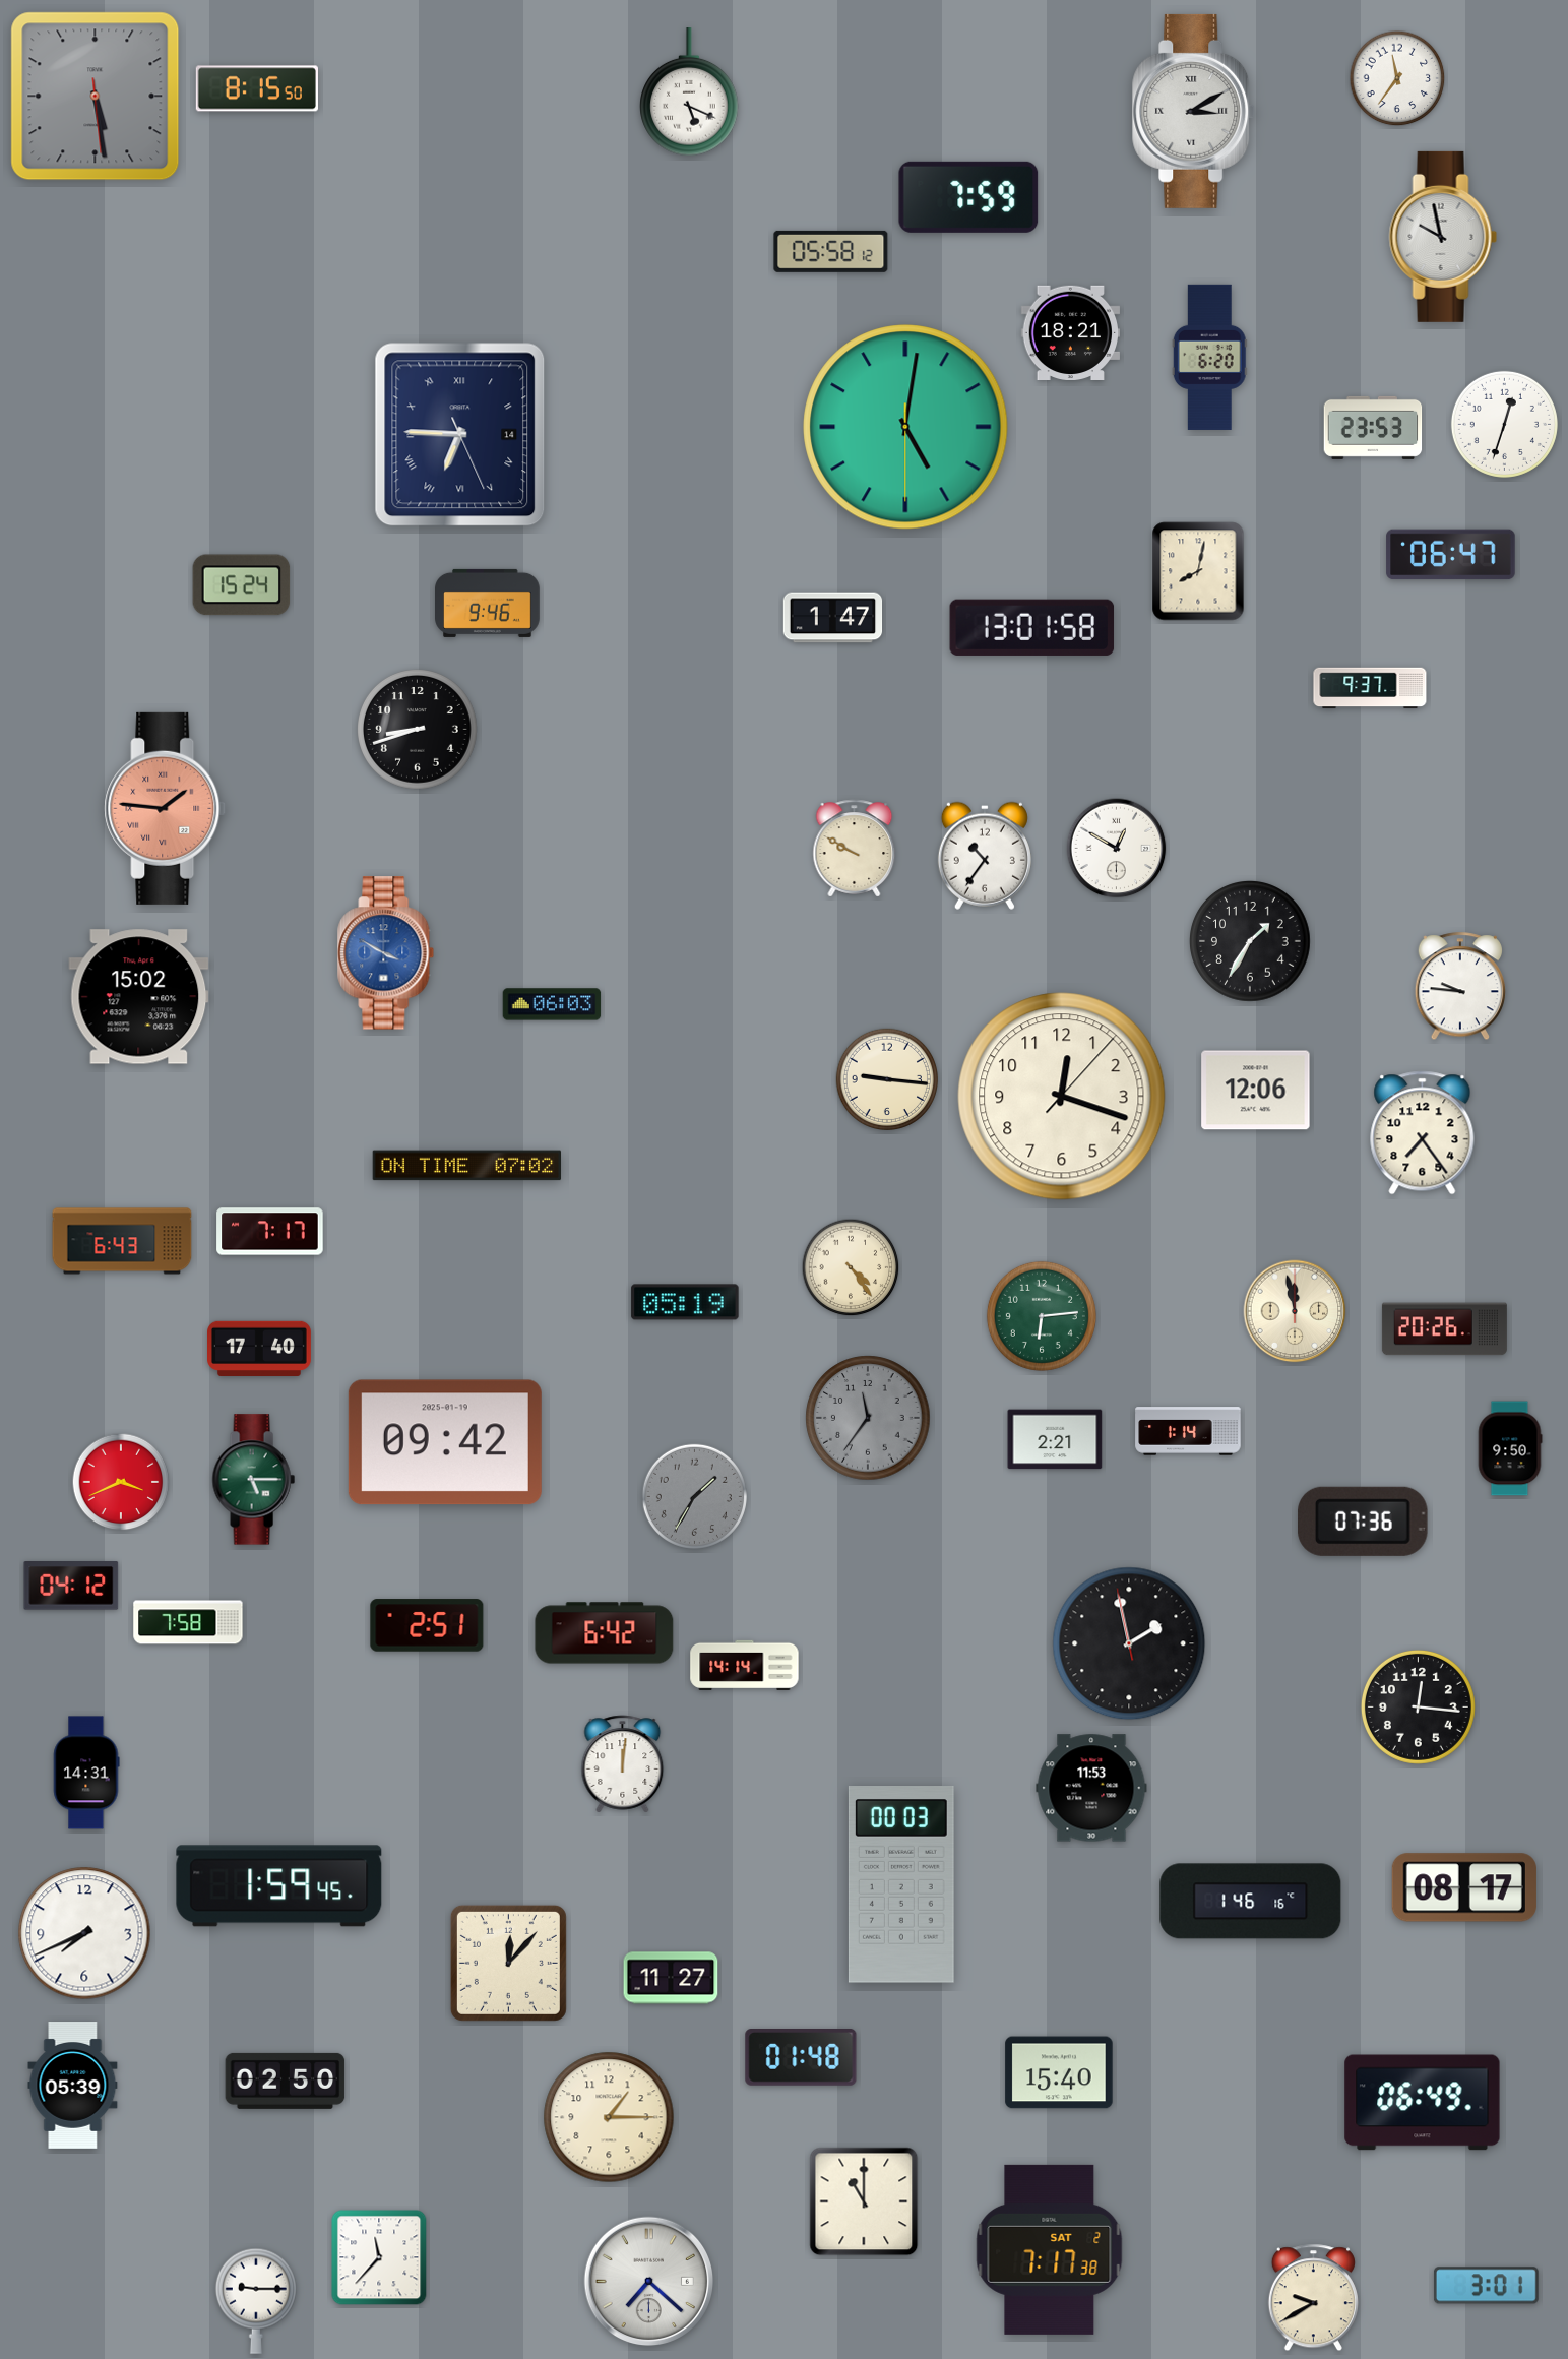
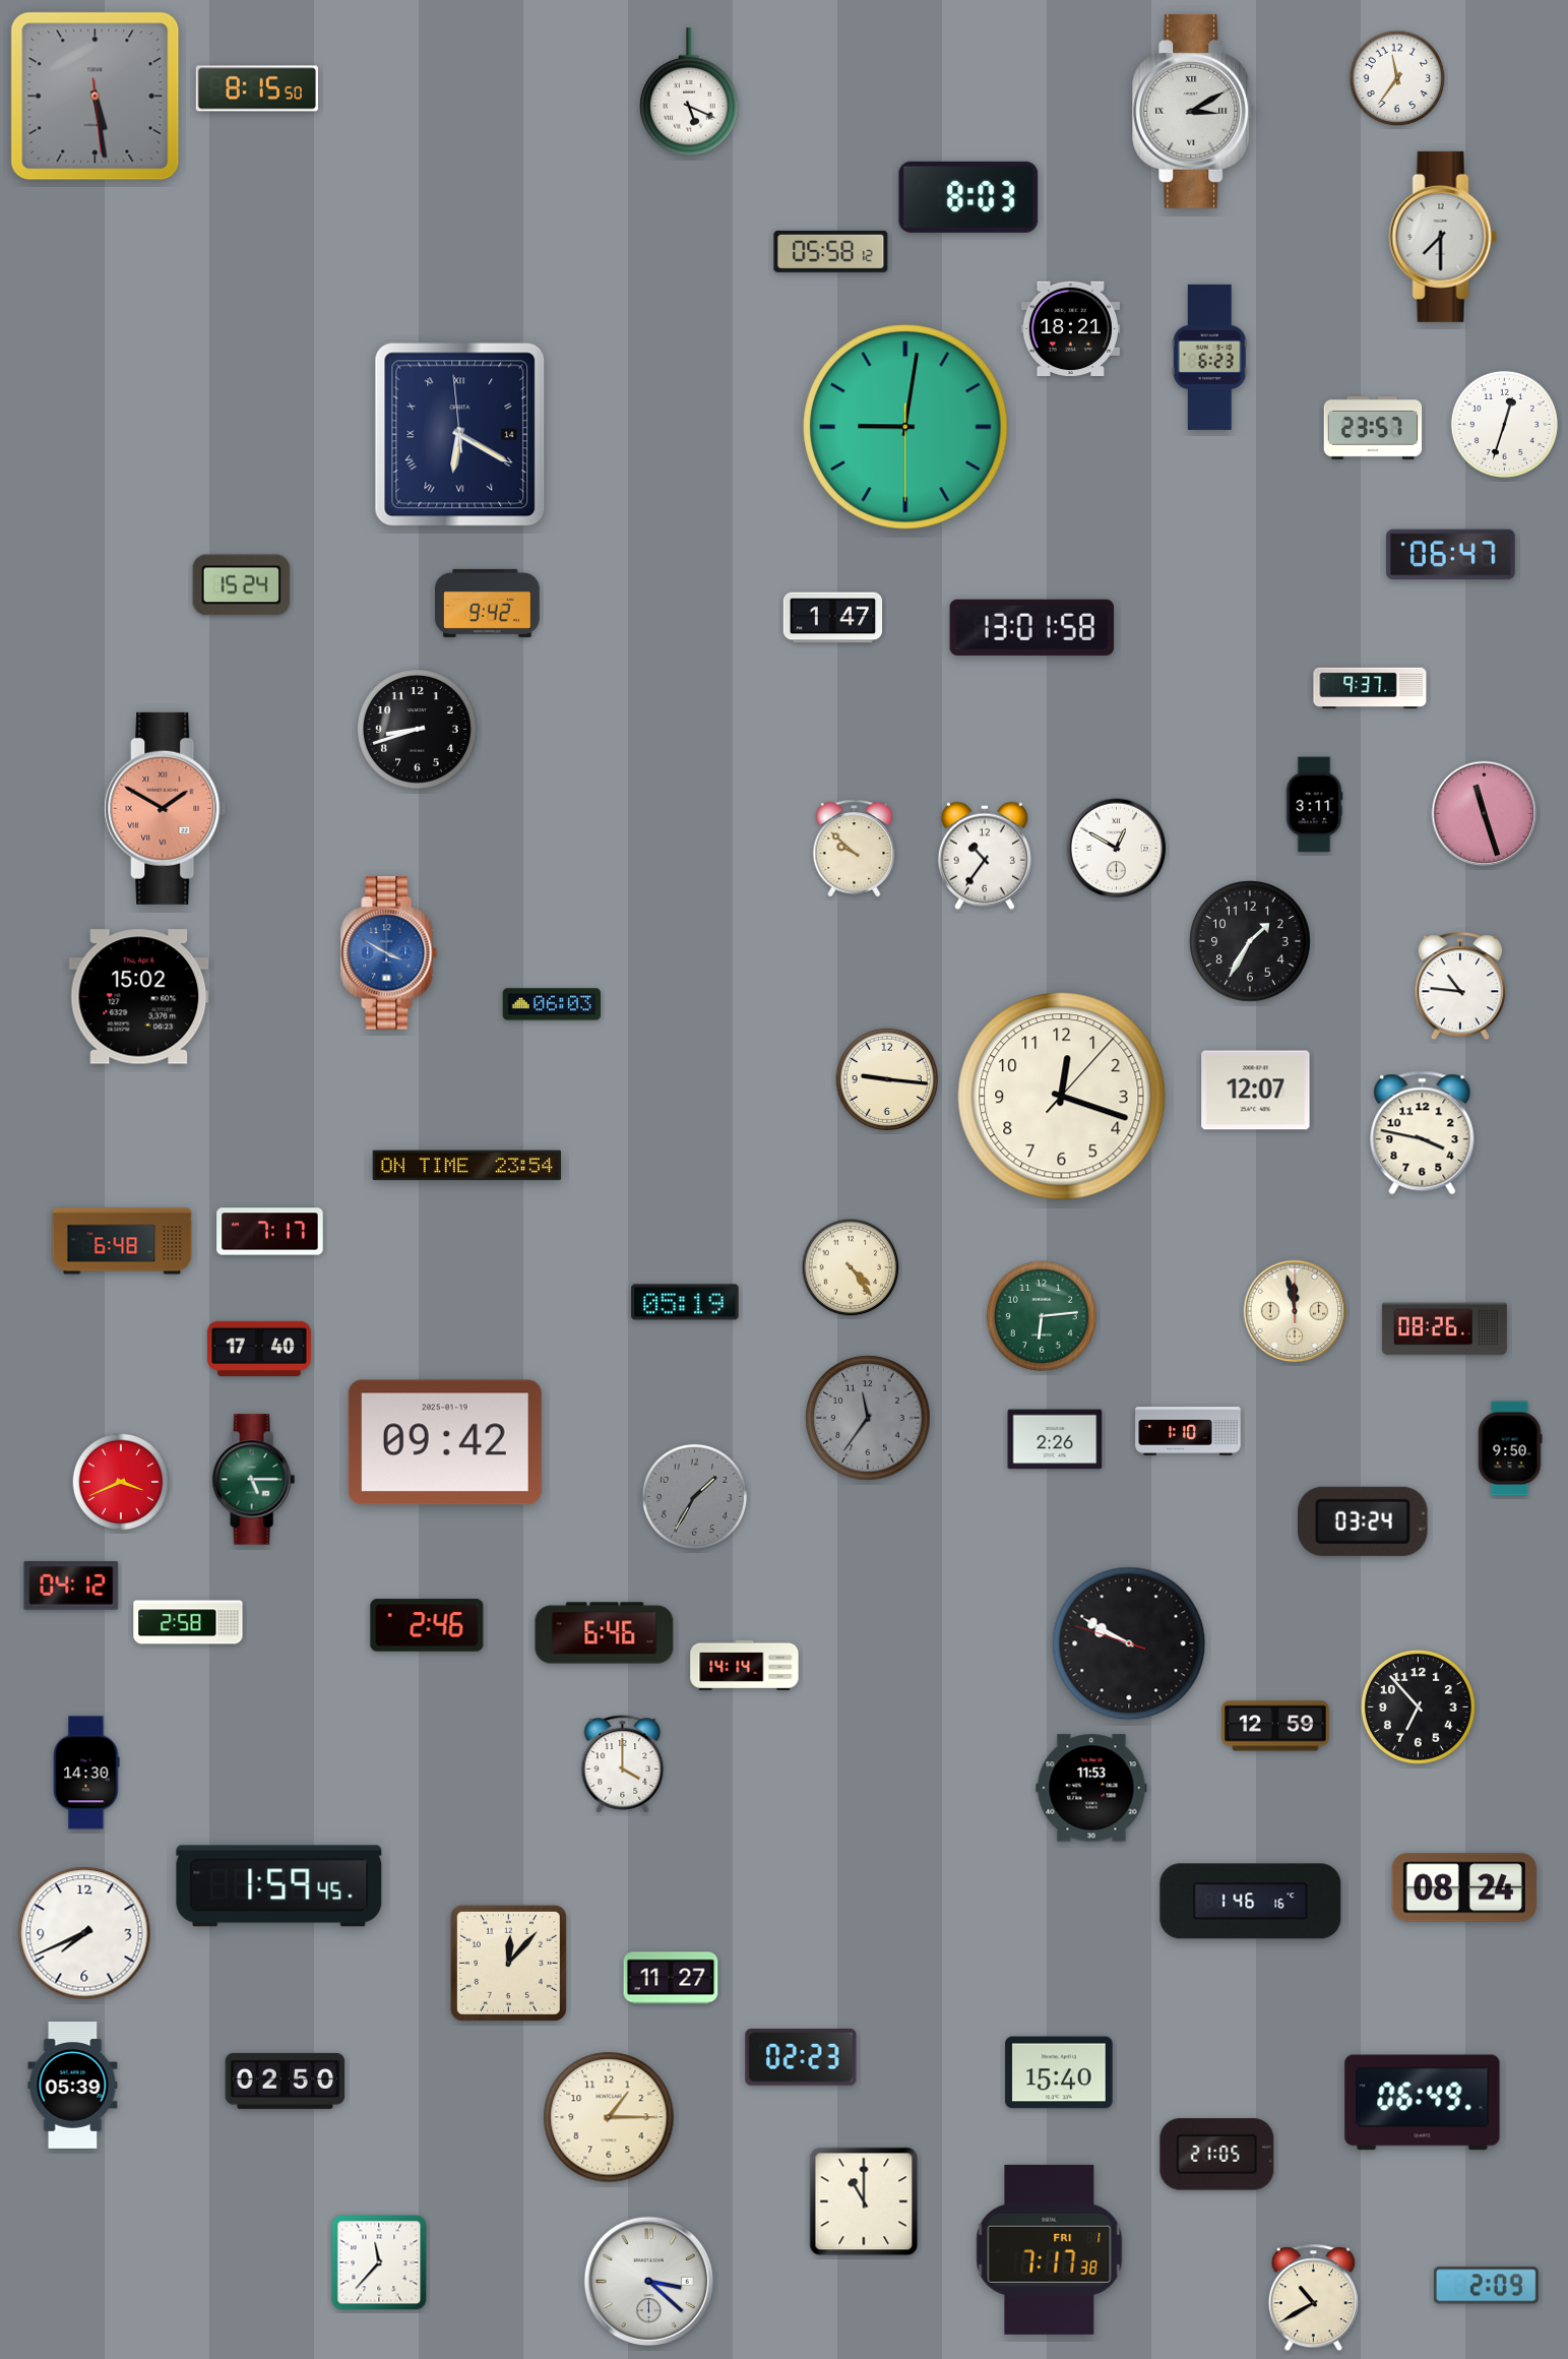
clock at (968, 197): 7:59 -> 8:03
clock at (1443, 237): 9:58 -> 7:30
clock at (1070, 333) position: (1070, 333) -> (1070, 329)
clock at (1209, 357): 6:20 -> 6:23
clock at (905, 427): 5:01 -> 9:01
clock at (1373, 428): 23:53 -> 23:57
clock at (460, 435): 6:45 -> 6:19
clock at (1198, 571): 8:02 -> none
clock at (488, 603): 9:46 -> 9:42
clock at (1314, 805): none -> 3:11
clock at (166, 808): 1:46 -> 1:50
clock at (1485, 814): none -> 11:27
clock at (855, 849): 9:50 -> 9:52
clock at (386, 953) position: (386, 953) -> (389, 953)
clock at (1459, 987): 9:46 -> 10:46
clock at (1256, 1091): 12:06 -> 12:07
clock at (1423, 1133): 7:24 -> 3:47
clock at (467, 1166): 07:02 -> 23:54
clock at (122, 1241): 6:43 -> 6:48
clock at (1444, 1329): 20:26 -> 08:26
clock at (1188, 1431): 1:14 -> 1:10
clock at (1055, 1439): 2:21 -> 2:26
clock at (1364, 1522): 07:36 -> 03:24
clock at (188, 1622): 7:58 -> 2:58
clock at (427, 1625): 2:51 -> 2:46
clock at (605, 1633): 6:42 -> 6:46
clock at (1129, 1643): 1:57 -> 9:49
clock at (1418, 1706): 12:16 -> 6:53
clock at (1275, 1726): none -> 12:59
clock at (623, 1764): 12:01 -> 4:00
clock at (86, 1773): 14:31 -> 14:30
clock at (901, 1885): 00:03 -> none
clock at (1464, 1887): 08:17 -> 08:24
clock at (801, 2058): 01:48 -> 02:23
clock at (1217, 2155): none -> 21:05
clock at (1050, 2249) date: SAT 2 -> FRI 1
clock at (379, 2257) position: (379, 2257) -> (379, 2262)
clock at (649, 2282): 7:22 -> 3:22
clock at (1486, 2286): 3:01 -> 2:09
clock at (1313, 2298): 9:40 -> 10:40
clock at (256, 2301): 9:15 -> none
